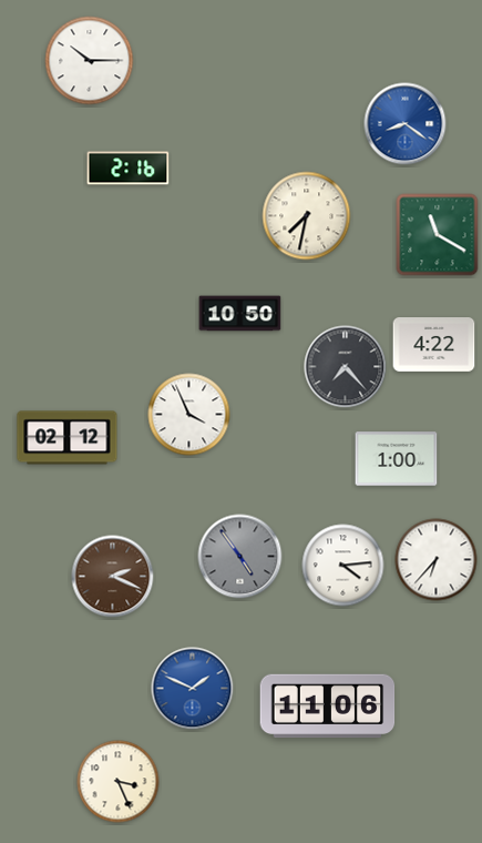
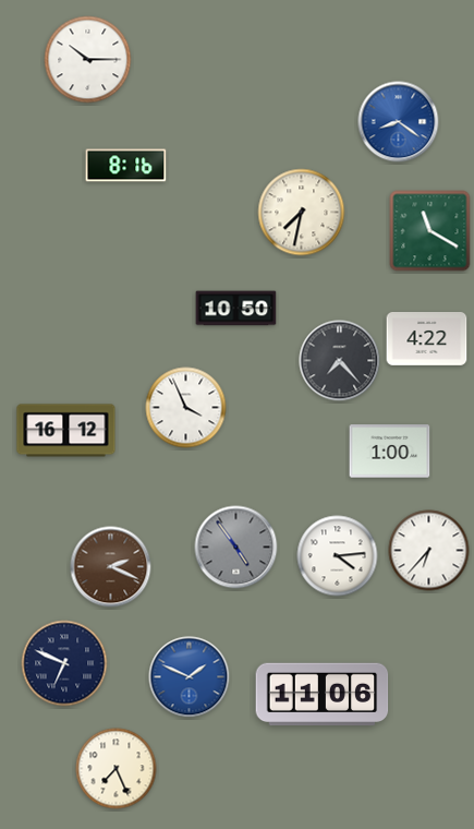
clock at (129, 169): 2:16 -> 8:16
clock at (68, 438): 02:12 -> 16:12
clock at (64, 663): none -> 6:49
clock at (119, 782): 3:26 -> 7:26
